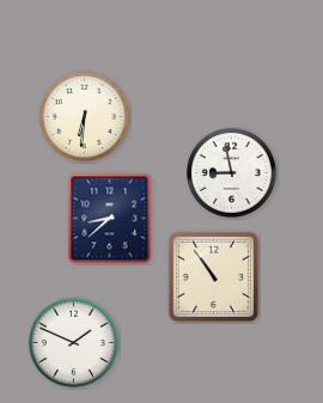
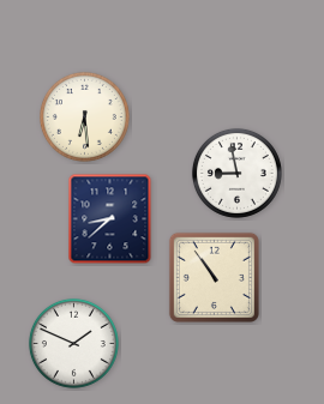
clock at (84, 116): 6:31 -> 6:29
clock at (231, 172) position: (231, 172) -> (236, 173)
